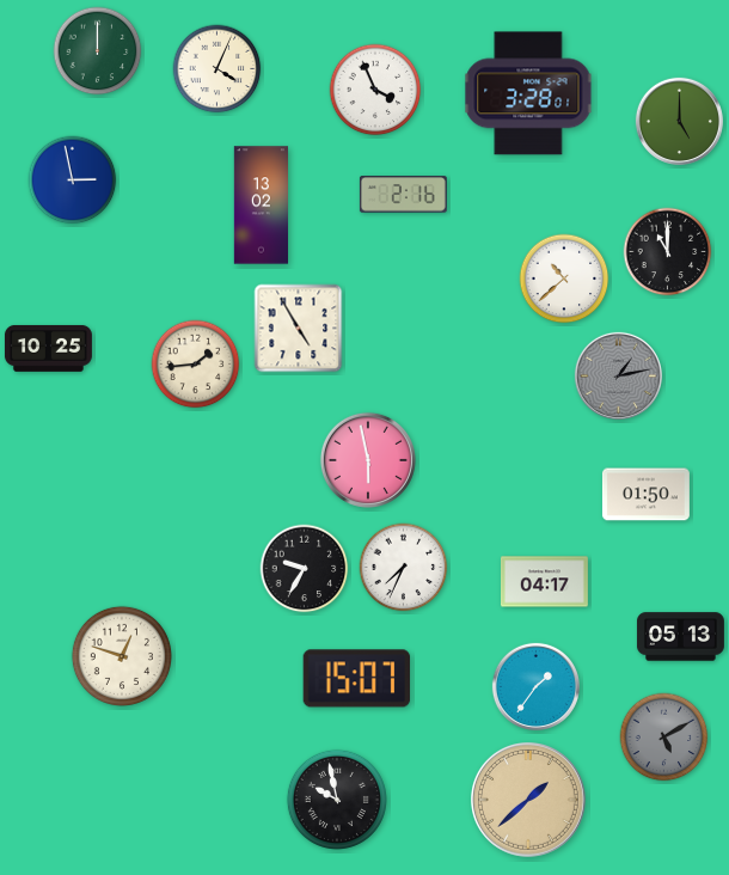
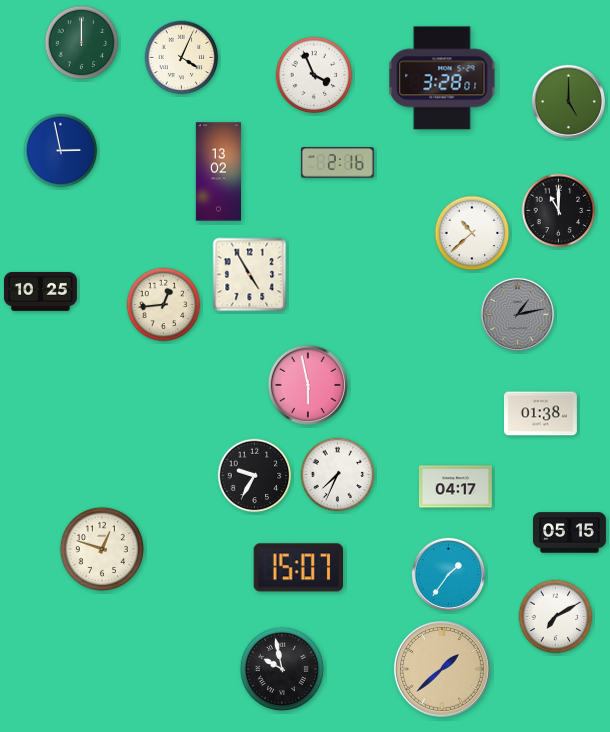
clock at (196, 365): 1:44 -> 12:44
clock at (645, 495): 01:50 -> 01:38
clock at (680, 637): 05:13 -> 05:15
clock at (664, 738): 5:10 -> 7:10
clock at (664, 738) dial: grey -> white
